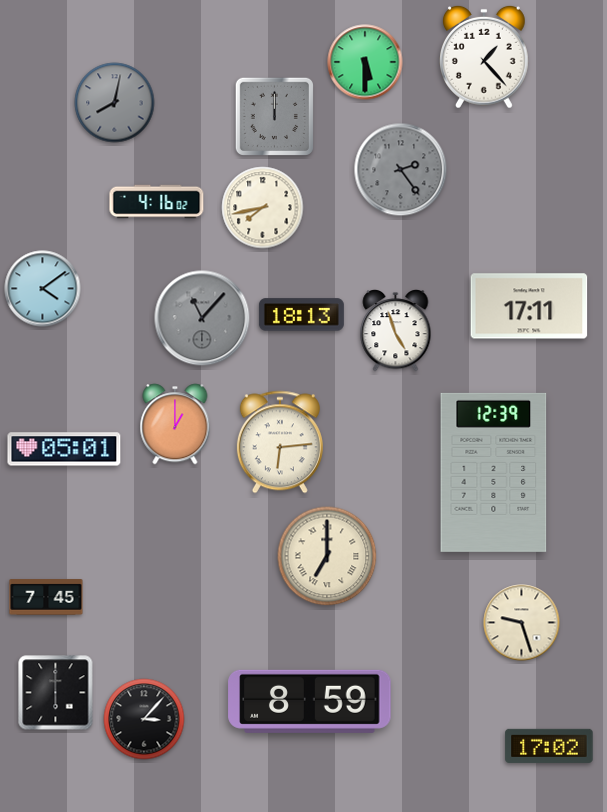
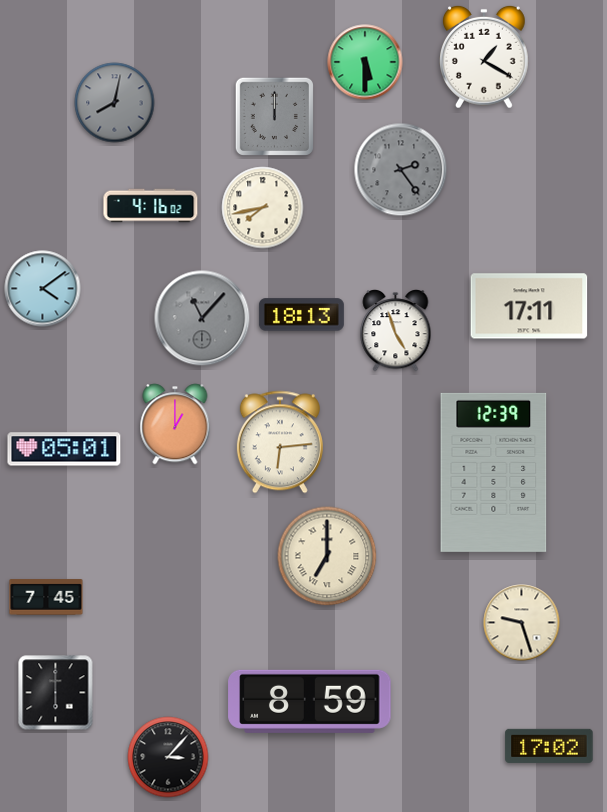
clock at (485, 57): 1:23 -> 1:20
clock at (157, 202) position: (157, 202) -> (151, 206)
clock at (144, 719) position: (144, 719) -> (168, 757)
